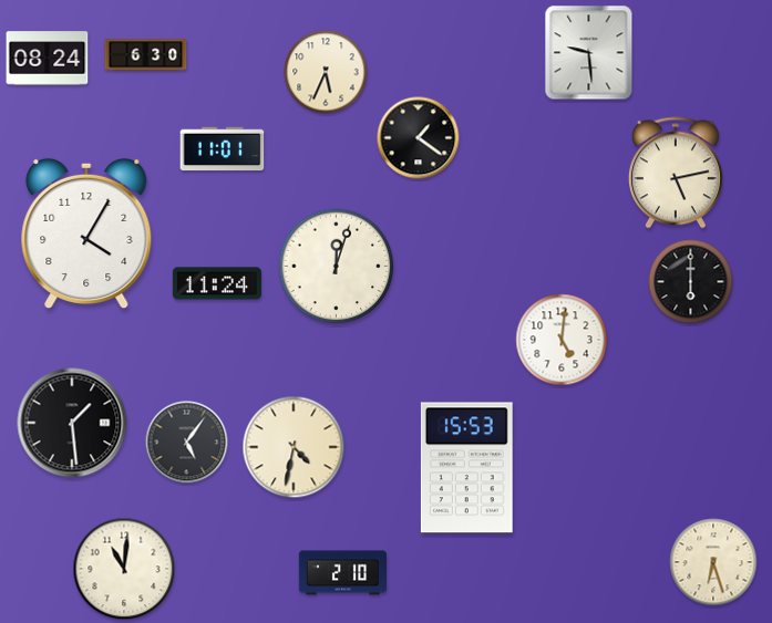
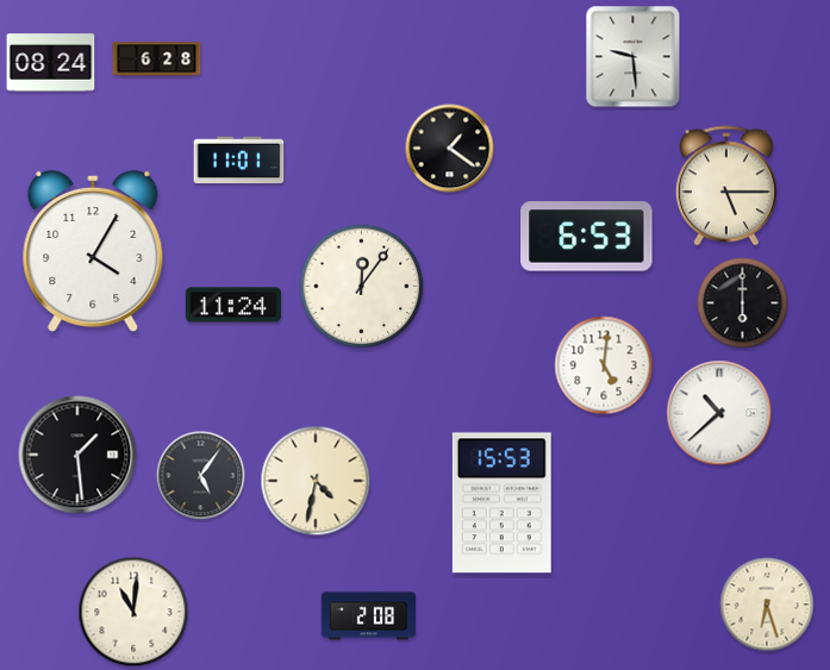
clock at (146, 55): 6:30 -> 6:28
clock at (326, 72): 5:34 -> none
clock at (676, 173): 5:13 -> 5:15
clock at (587, 237): none -> 6:53
clock at (337, 267): 12:03 -> 12:06
clock at (719, 413): none -> 10:38
clock at (342, 573): 2:10 -> 2:08
